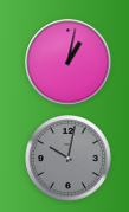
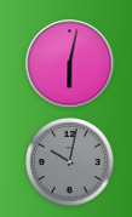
clock at (69, 63): 1:02 -> 6:02
